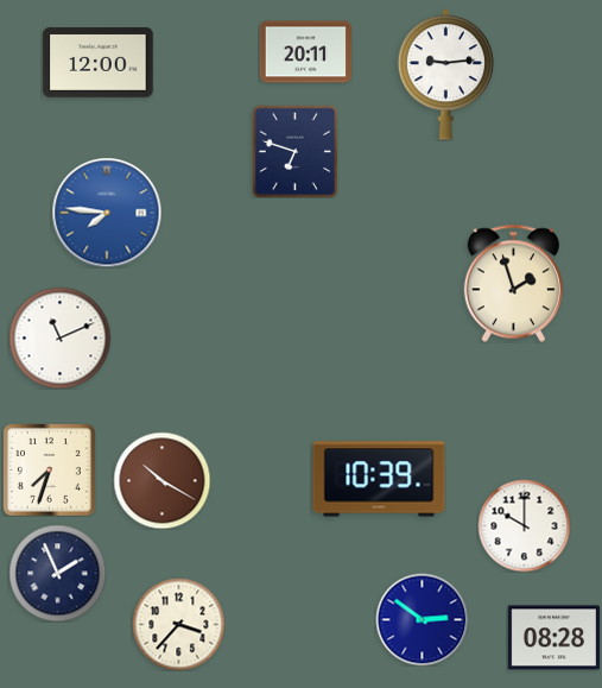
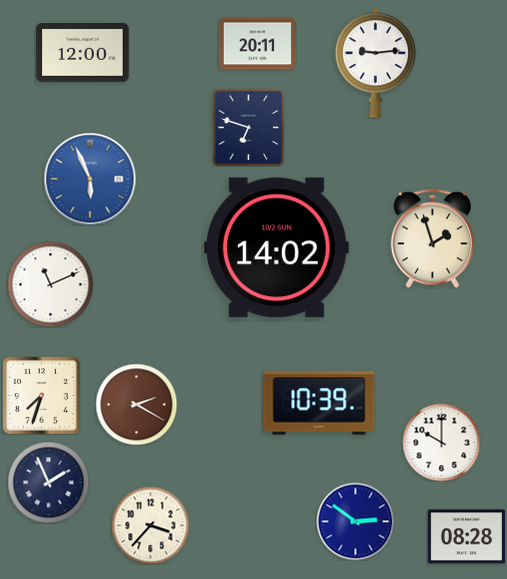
clock at (107, 213): 7:46 -> 5:56
clock at (277, 248): none -> 14:02
clock at (161, 480): 10:20 -> 2:20
